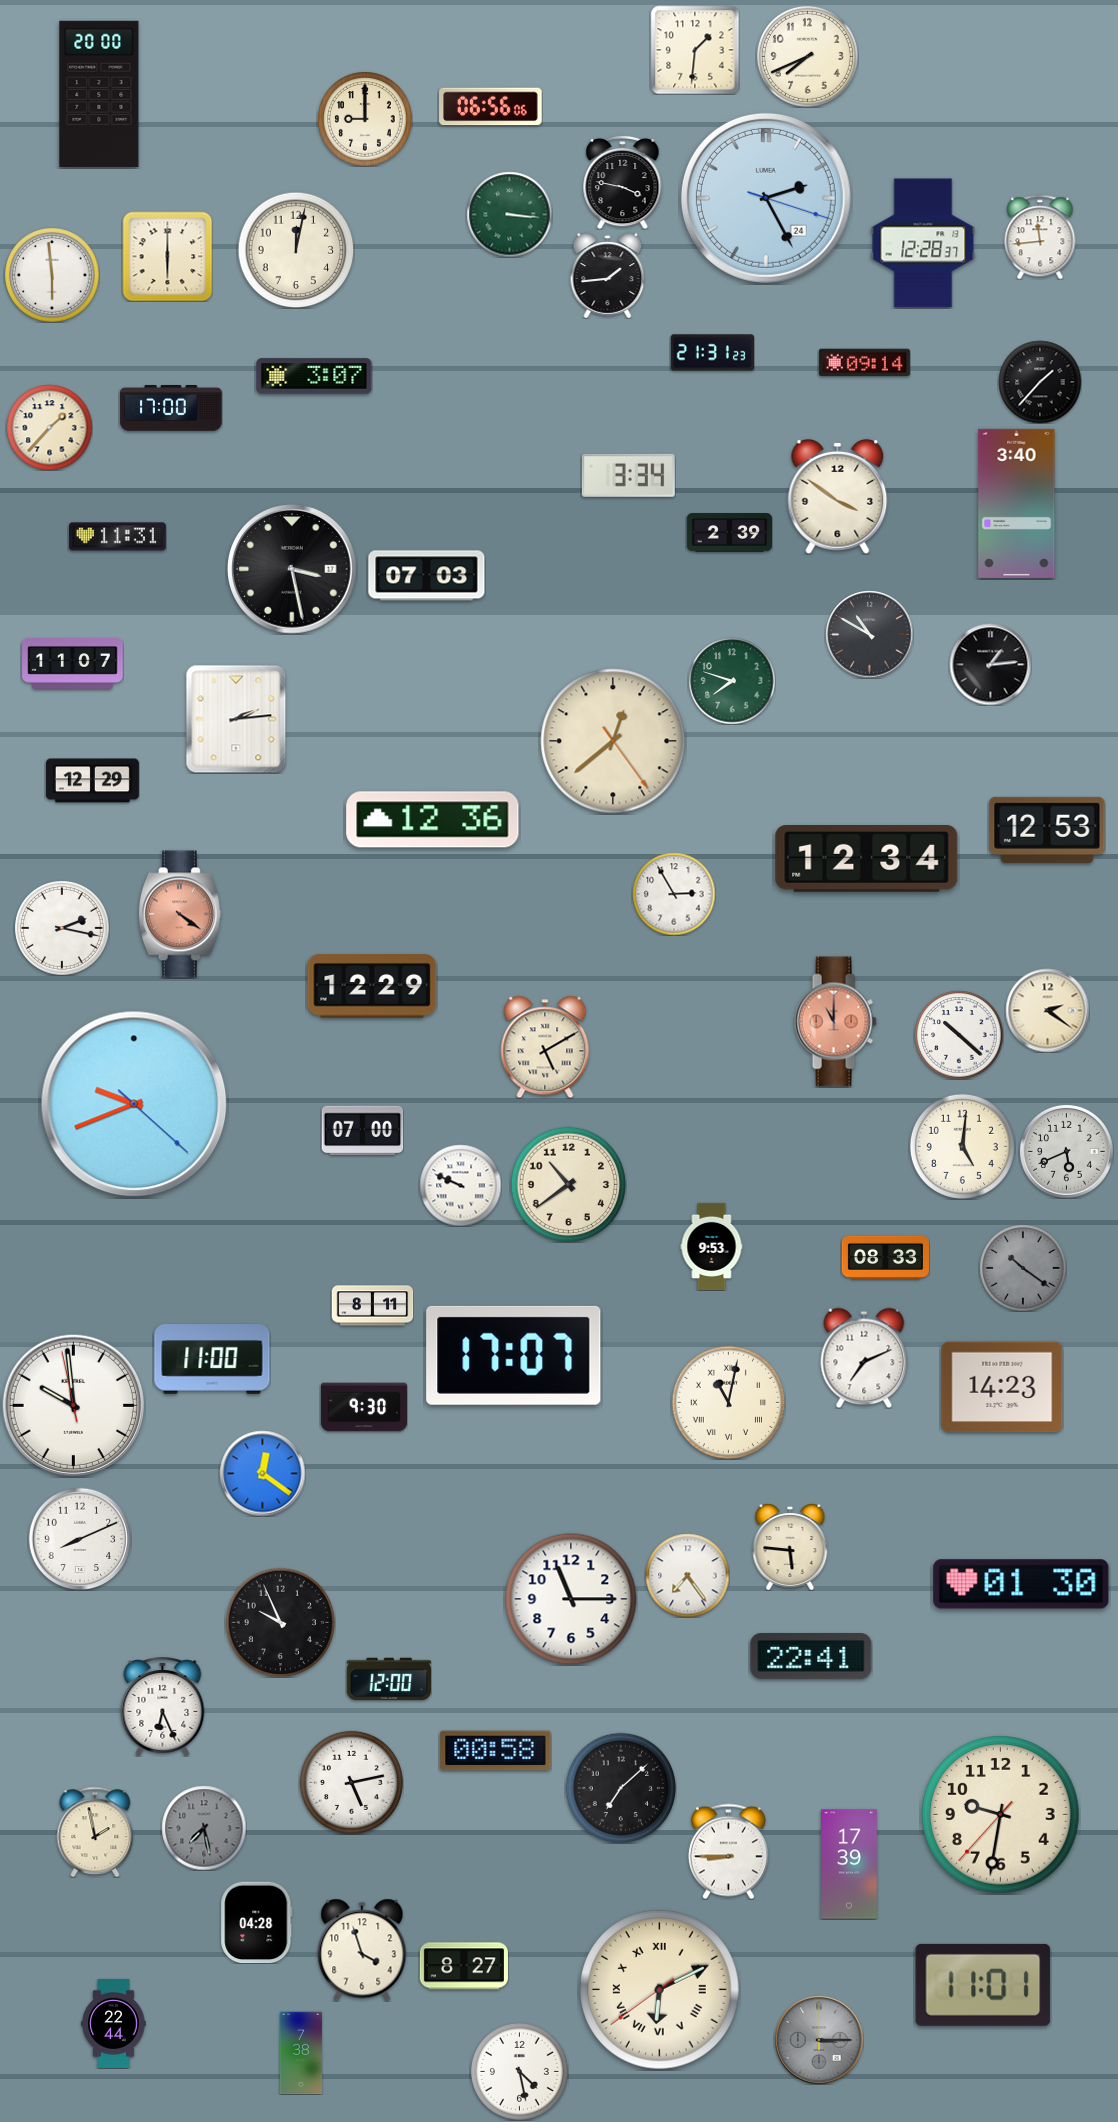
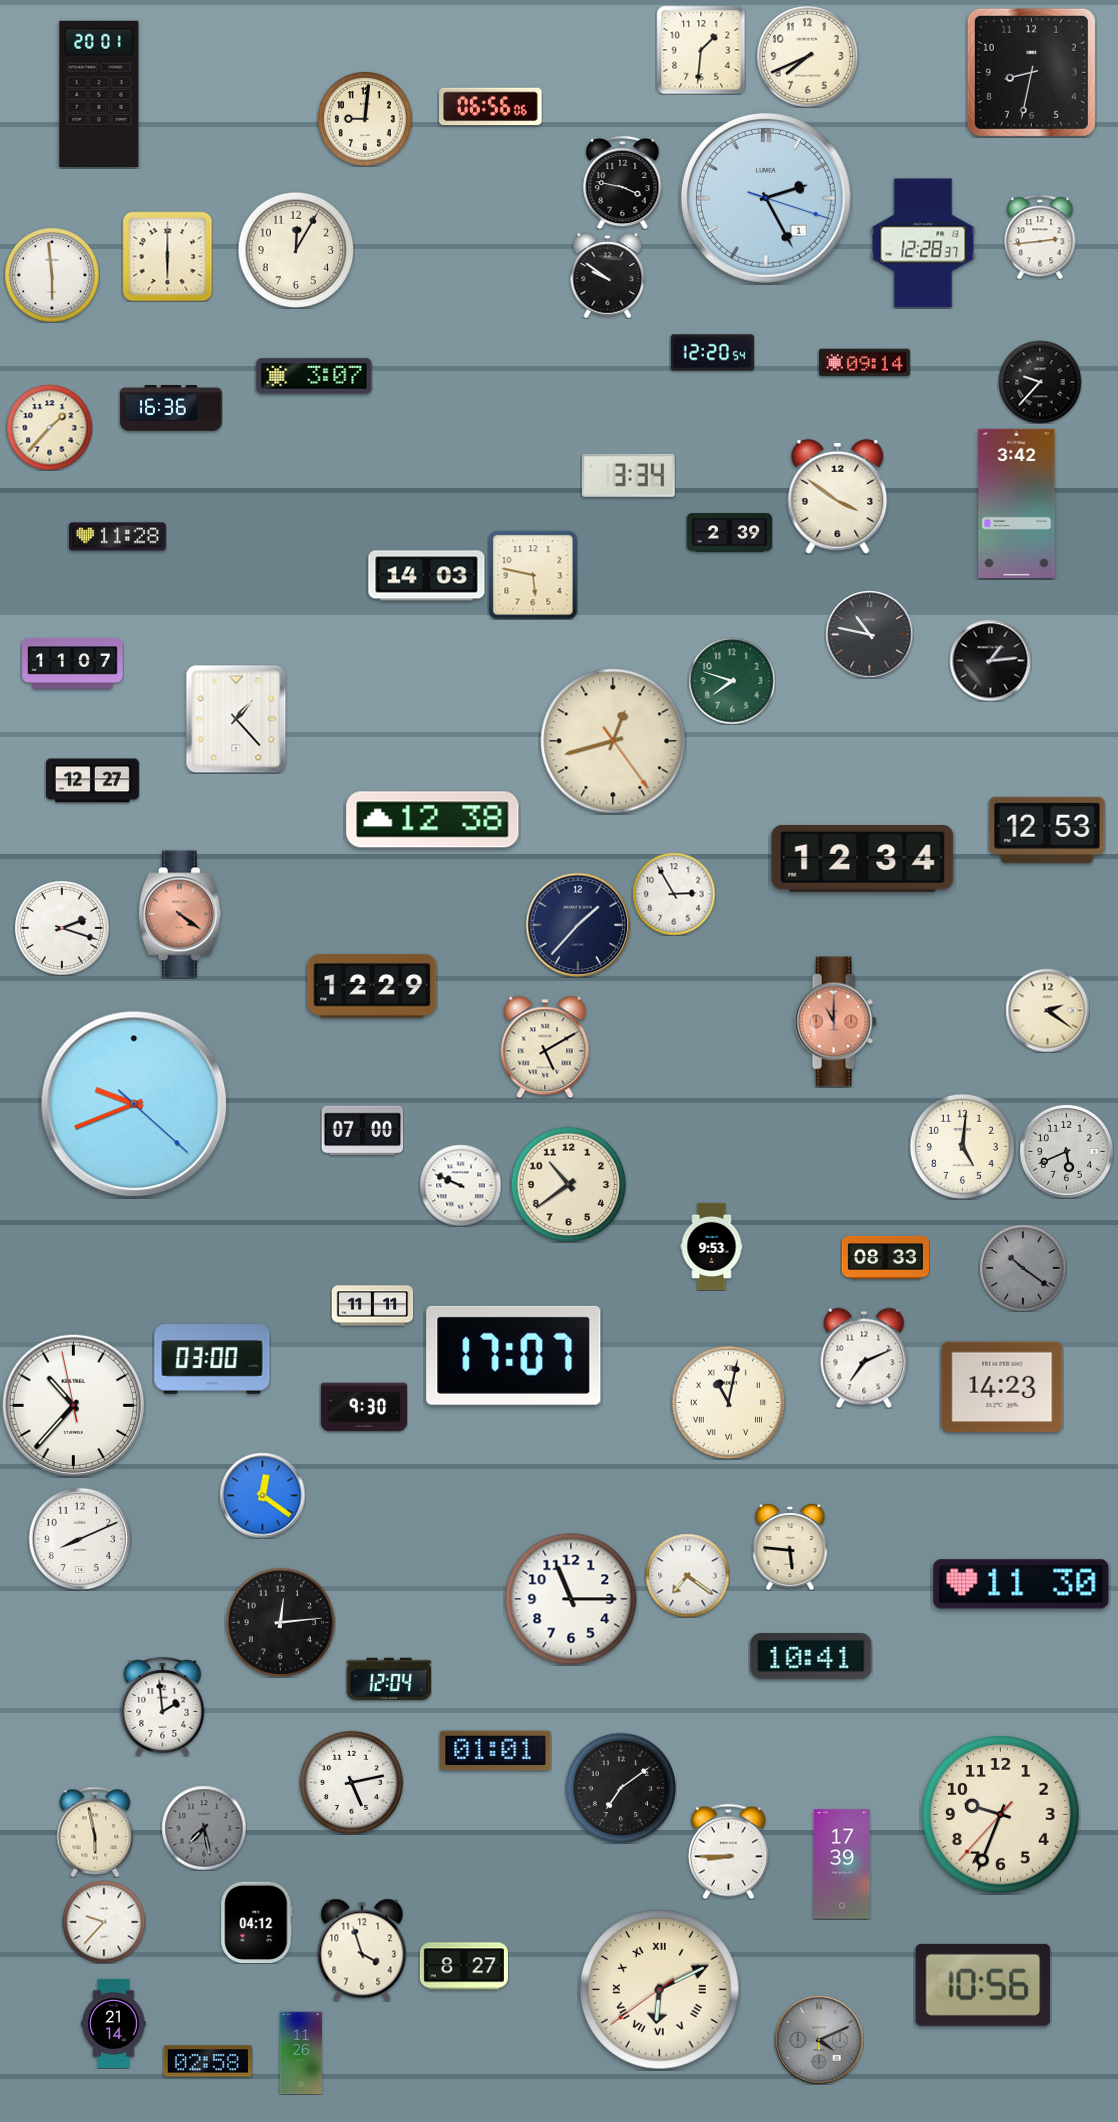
clock at (695, 50) position: (695, 50) -> (701, 50)
clock at (1031, 72): none -> 8:32
clock at (99, 94): 20:00 -> 20:01
clock at (365, 119): 9:00 -> 9:01
clock at (766, 198) date: 24 -> 1
clock at (509, 214): 3:16 -> none
clock at (1040, 237): 11:44 -> 2:44
clock at (296, 250): 12:02 -> 12:05
clock at (608, 275): 1:44 -> 9:51
clock at (712, 353): 21:31 -> 12:20
clock at (1040, 382): 1:37 -> 9:37
clock at (171, 408): 17:00 -> 16:36
clock at (1017, 503): 3:40 -> 3:42
clock at (118, 537): 11:31 -> 11:28
clock at (292, 569): 3:28 -> none
clock at (533, 575): none -> 5:47
clock at (427, 576): 07:03 -> 14:03
clock at (869, 634): 10:50 -> 10:47
clock at (990, 664) position: (990, 664) -> (990, 660)
clock at (236, 719): 2:14 -> 1:23
clock at (613, 741): 12:38 -> 12:42
clock at (92, 781): 12:29 -> 12:27
clock at (433, 820): 12:36 -> 12:38
clock at (867, 859) position: (867, 859) -> (863, 859)
clock at (578, 925): none -> 1:37
clock at (62, 928): 2:17 -> 2:18
clock at (959, 1035): 10:22 -> none
clock at (372, 1306): 8:11 -> 11:11
clock at (212, 1359): 11:00 -> 03:00
clock at (73, 1405): 9:58 -> 10:36
clock at (262, 1473) position: (262, 1473) -> (262, 1495)
clock at (687, 1575): 7:24 -> 7:21
clock at (1021, 1584): 01:30 -> 11:30
clock at (280, 1622): 9:56 -> 12:14
clock at (811, 1656): 22:41 -> 10:41
clock at (388, 1678): 12:00 -> 12:04
clock at (163, 1707): 6:26 -> 1:59
clock at (496, 1751): 00:58 -> 01:01
clock at (620, 1787): 7:08 -> 7:09
clock at (1001, 1815): 9:31 -> 9:33
clock at (95, 1831): 1:58 -> 5:58
clock at (850, 1864) position: (850, 1864) -> (843, 1864)
clock at (104, 1922): none -> 9:37
clock at (257, 1922): 04:28 -> 04:12
clock at (983, 1985): 11:01 -> 10:56
clock at (114, 2023): 22:44 -> 21:14
clock at (819, 2040): 3:15 -> 4:11
clock at (300, 2053): 7:38 -> 11:26
clock at (208, 2061): none -> 02:58
clock at (519, 2071): 4:28 -> none
